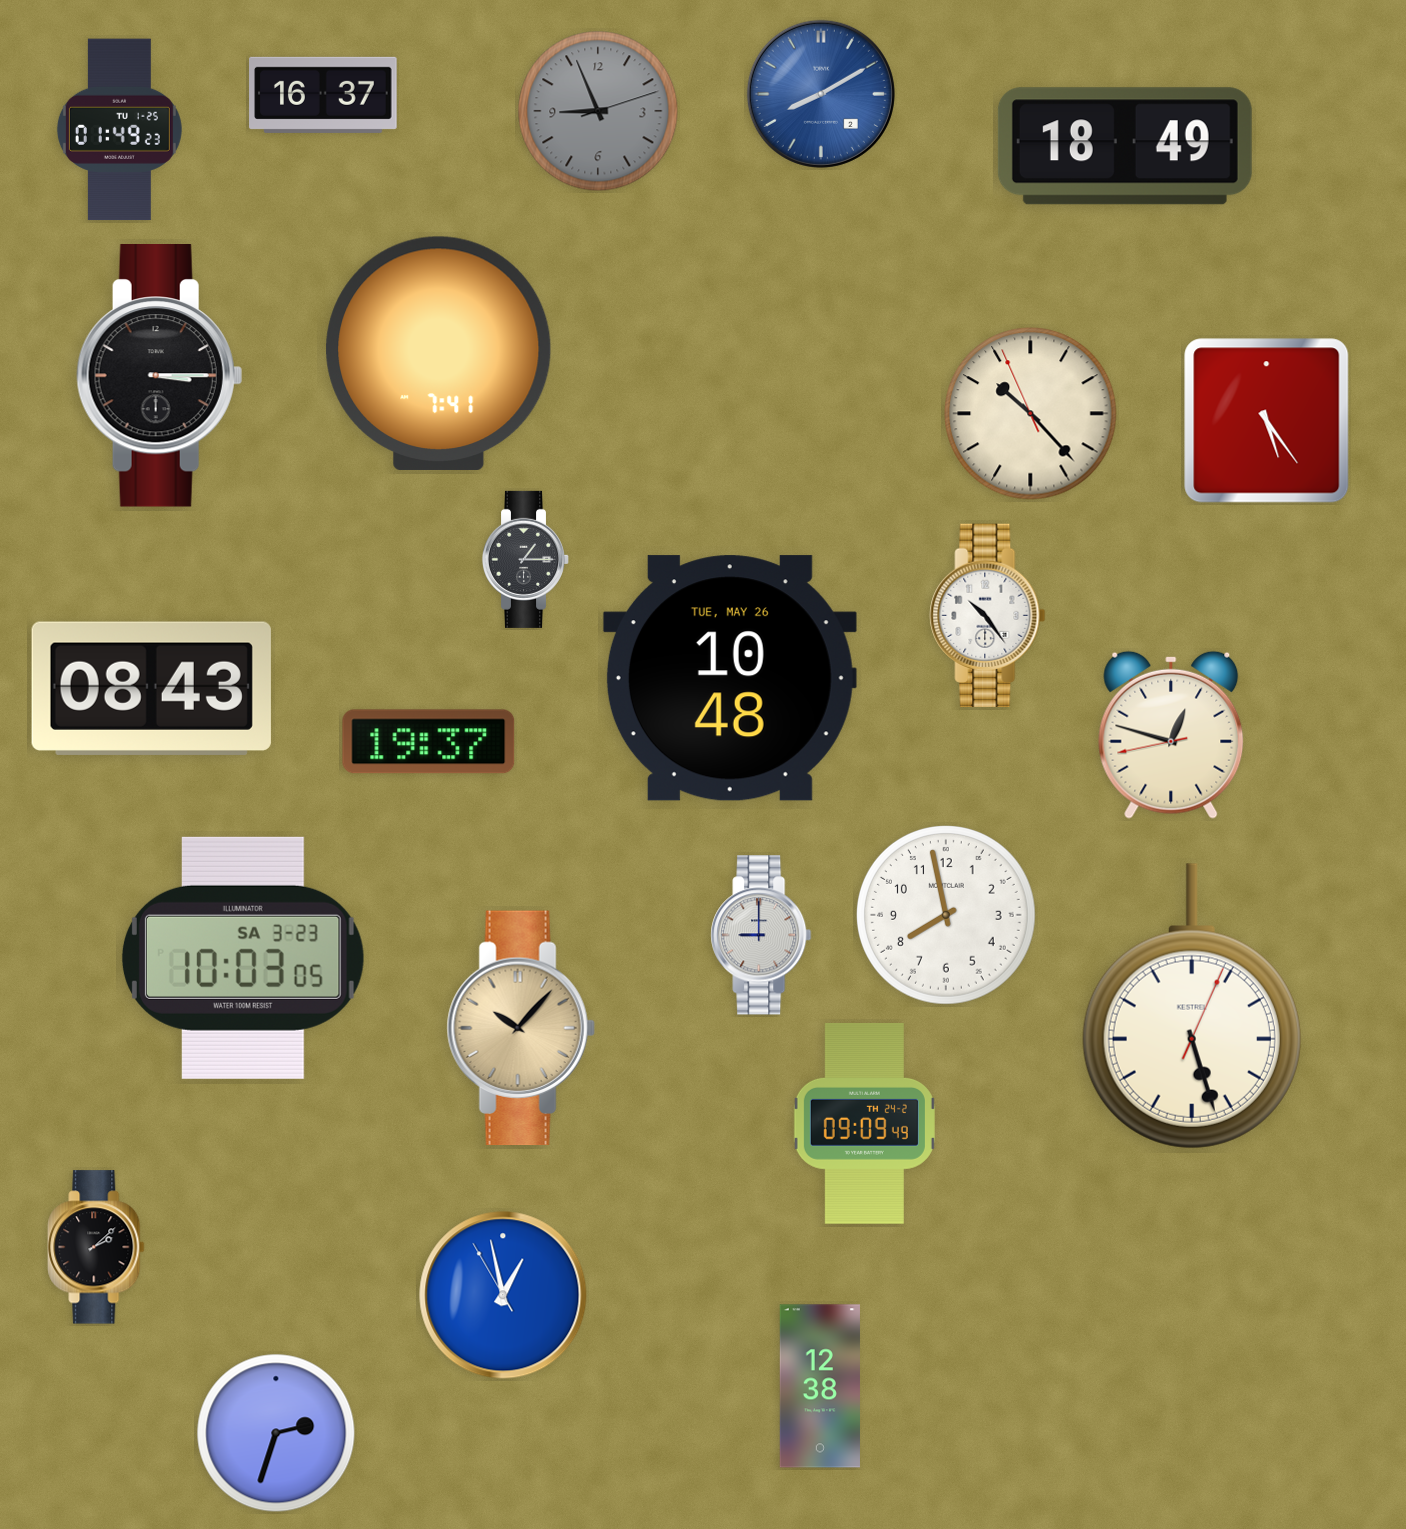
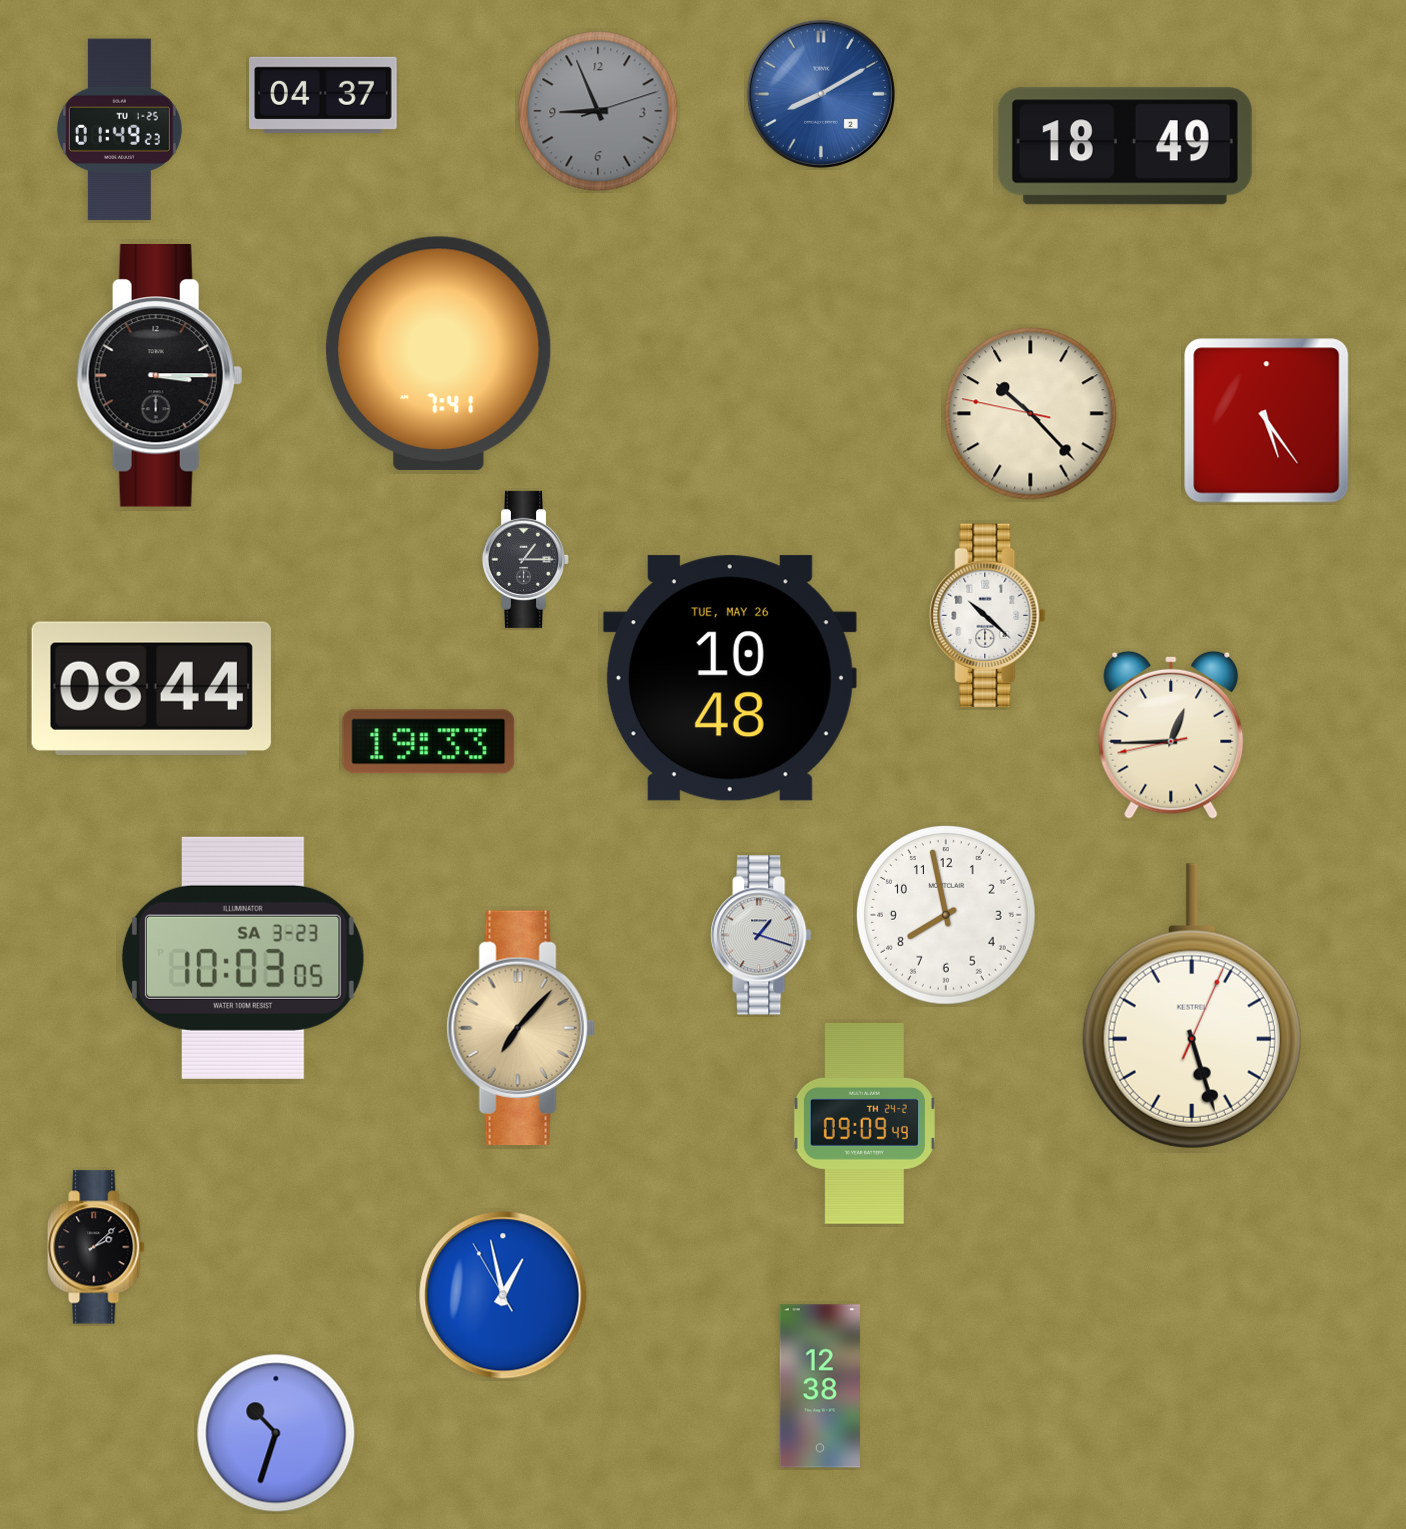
clock at (323, 95): 16:37 -> 04:37
clock at (1031, 414): 10:22:56 -> 10:22:47
clock at (988, 615): 10:24 -> 10:22
clock at (151, 688): 08:43 -> 08:44
clock at (1171, 735): 12:47 -> 12:44
clock at (429, 742): 19:37 -> 19:33
clock at (761, 935): 9:00 -> 1:18
clock at (521, 1028): 10:07 -> 7:07
clock at (276, 1433): 2:33 -> 10:33
